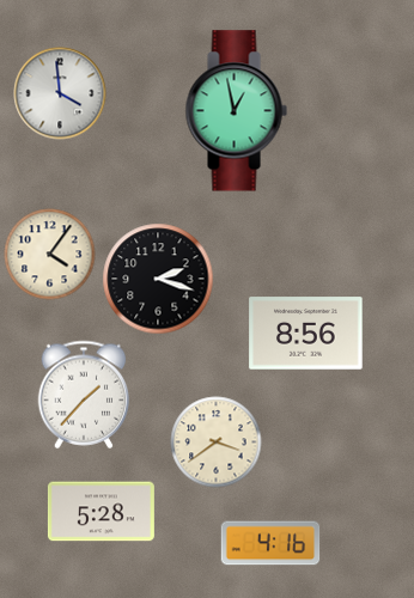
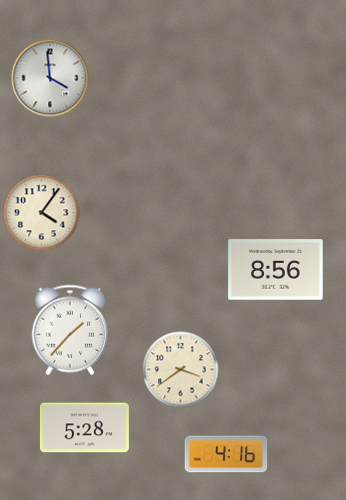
clock at (236, 111): 12:58 -> none
clock at (158, 279): 2:18 -> none
clock at (306, 334) position: (306, 334) -> (276, 270)
